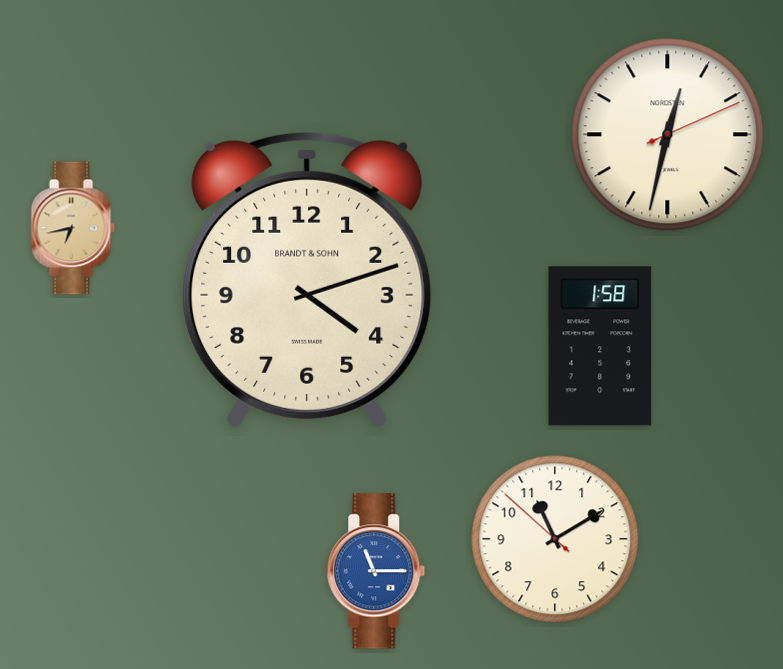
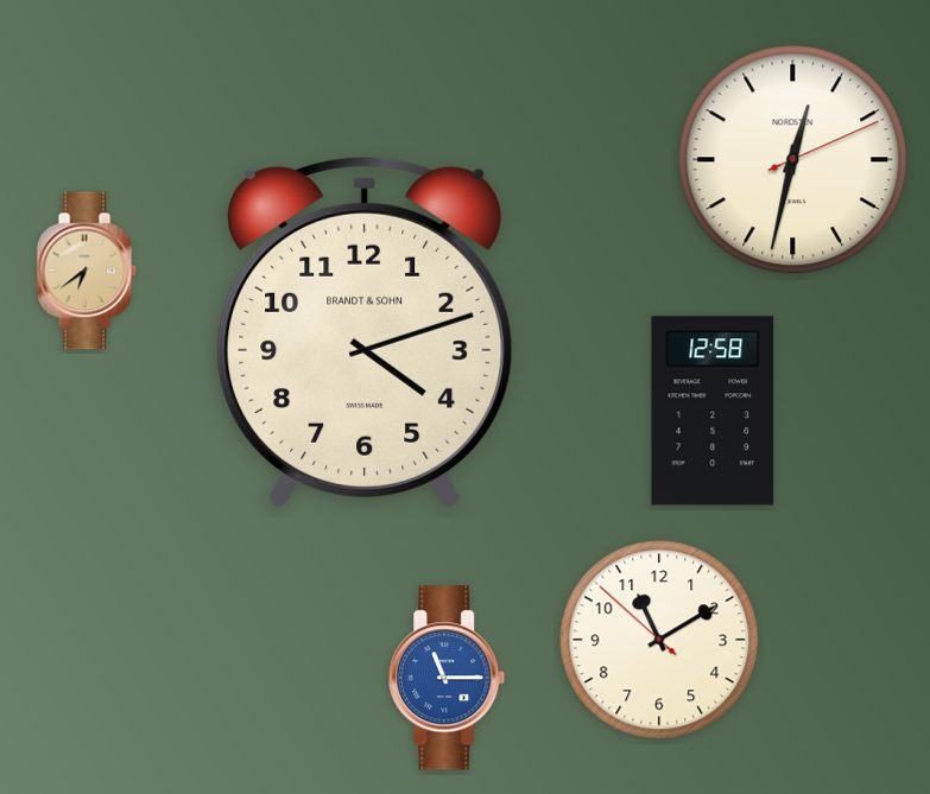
clock at (73, 228): 6:43 -> 6:39
clock at (600, 346): 1:58 -> 12:58
